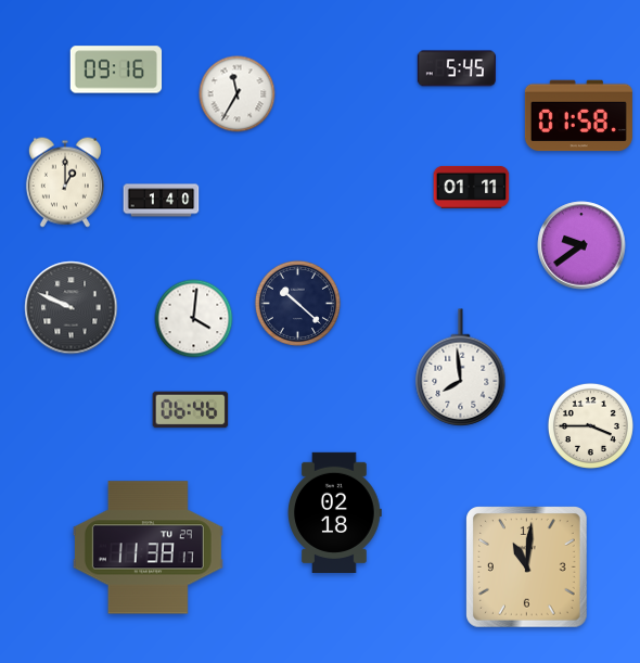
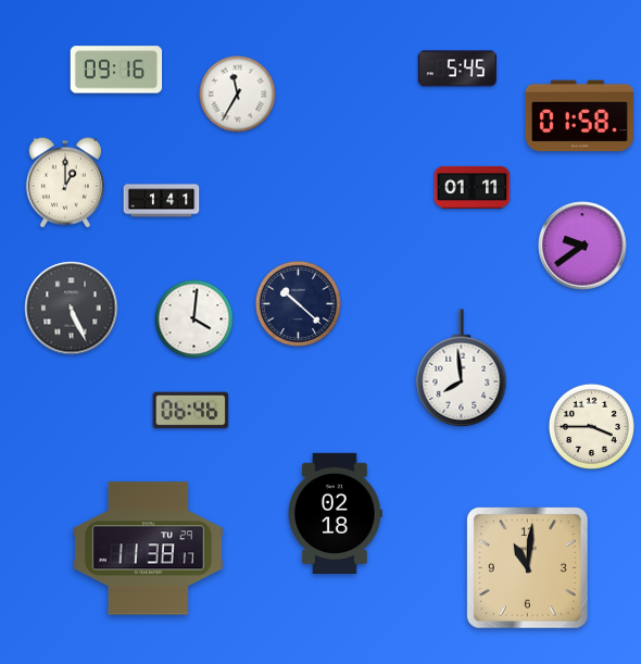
clock at (162, 201): 1:40 -> 1:41
clock at (72, 308): 9:49 -> 5:26
